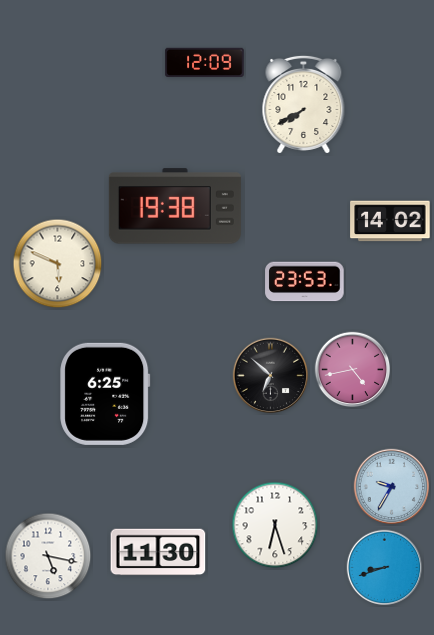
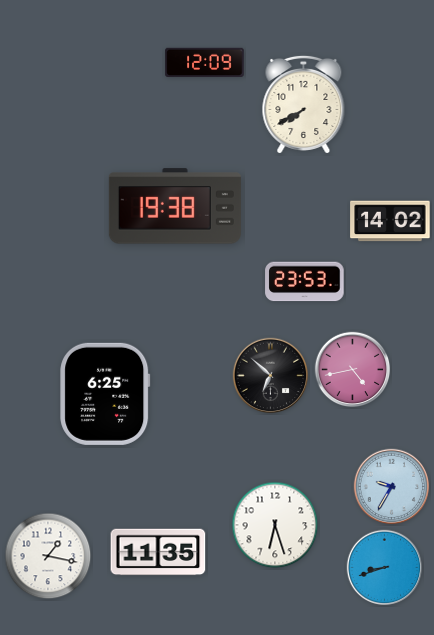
clock at (58, 264): 5:49 -> none
clock at (158, 552): 11:30 -> 11:35
clock at (48, 556): 5:17 -> 1:17
